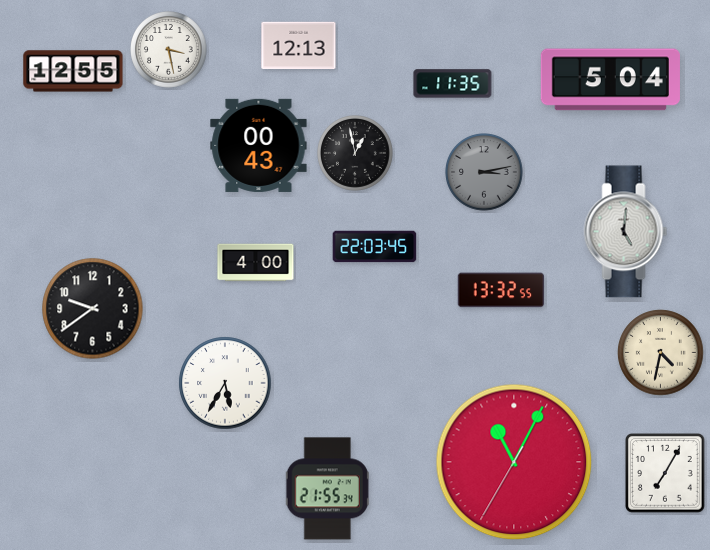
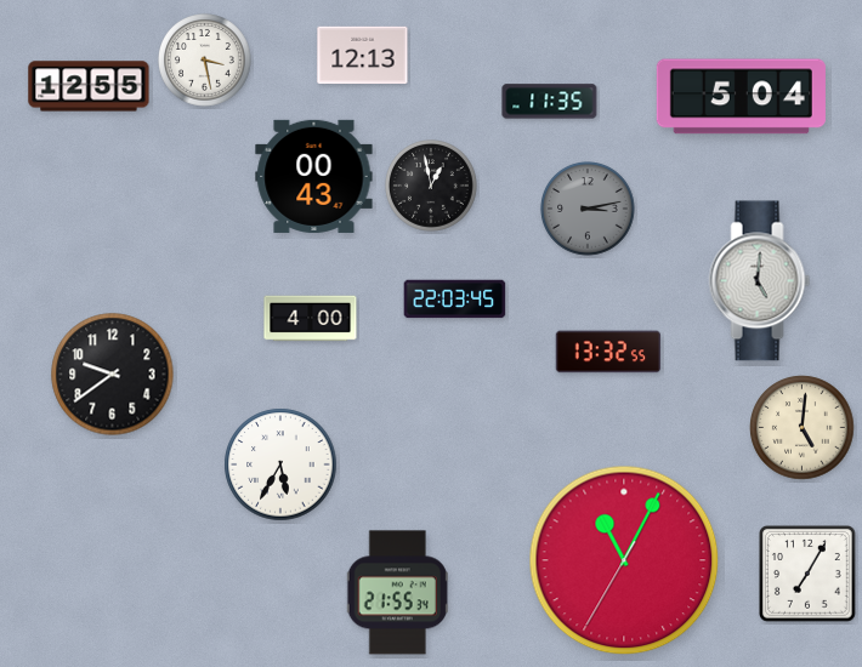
clock at (661, 353): 4:32 -> 5:01
clock at (225, 383) position: (225, 383) -> (280, 464)
